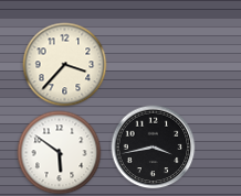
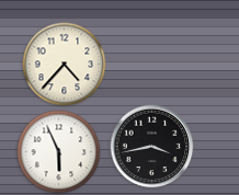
clock at (65, 65): 3:37 -> 4:37
clock at (60, 153): 5:51 -> 5:56
